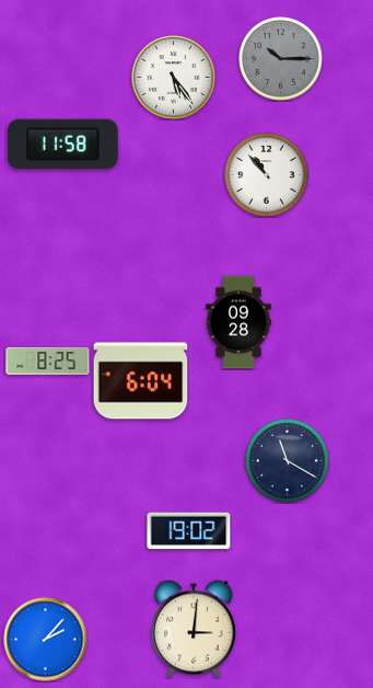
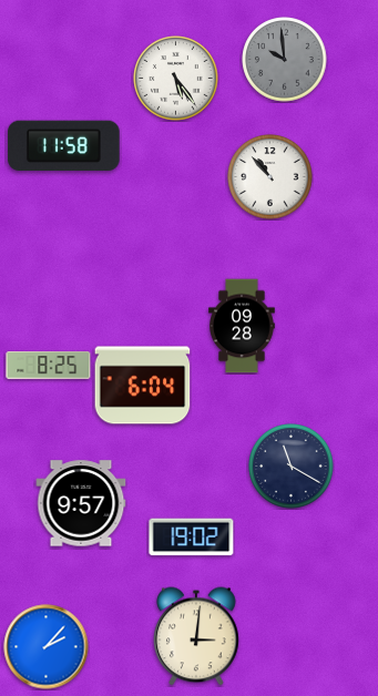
clock at (281, 59): 10:15 -> 9:59
clock at (81, 503): none -> 9:57
